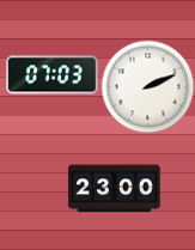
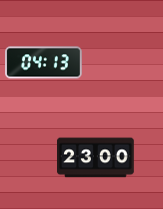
clock at (53, 75): 07:03 -> 04:13
clock at (147, 86): 2:11 -> none
